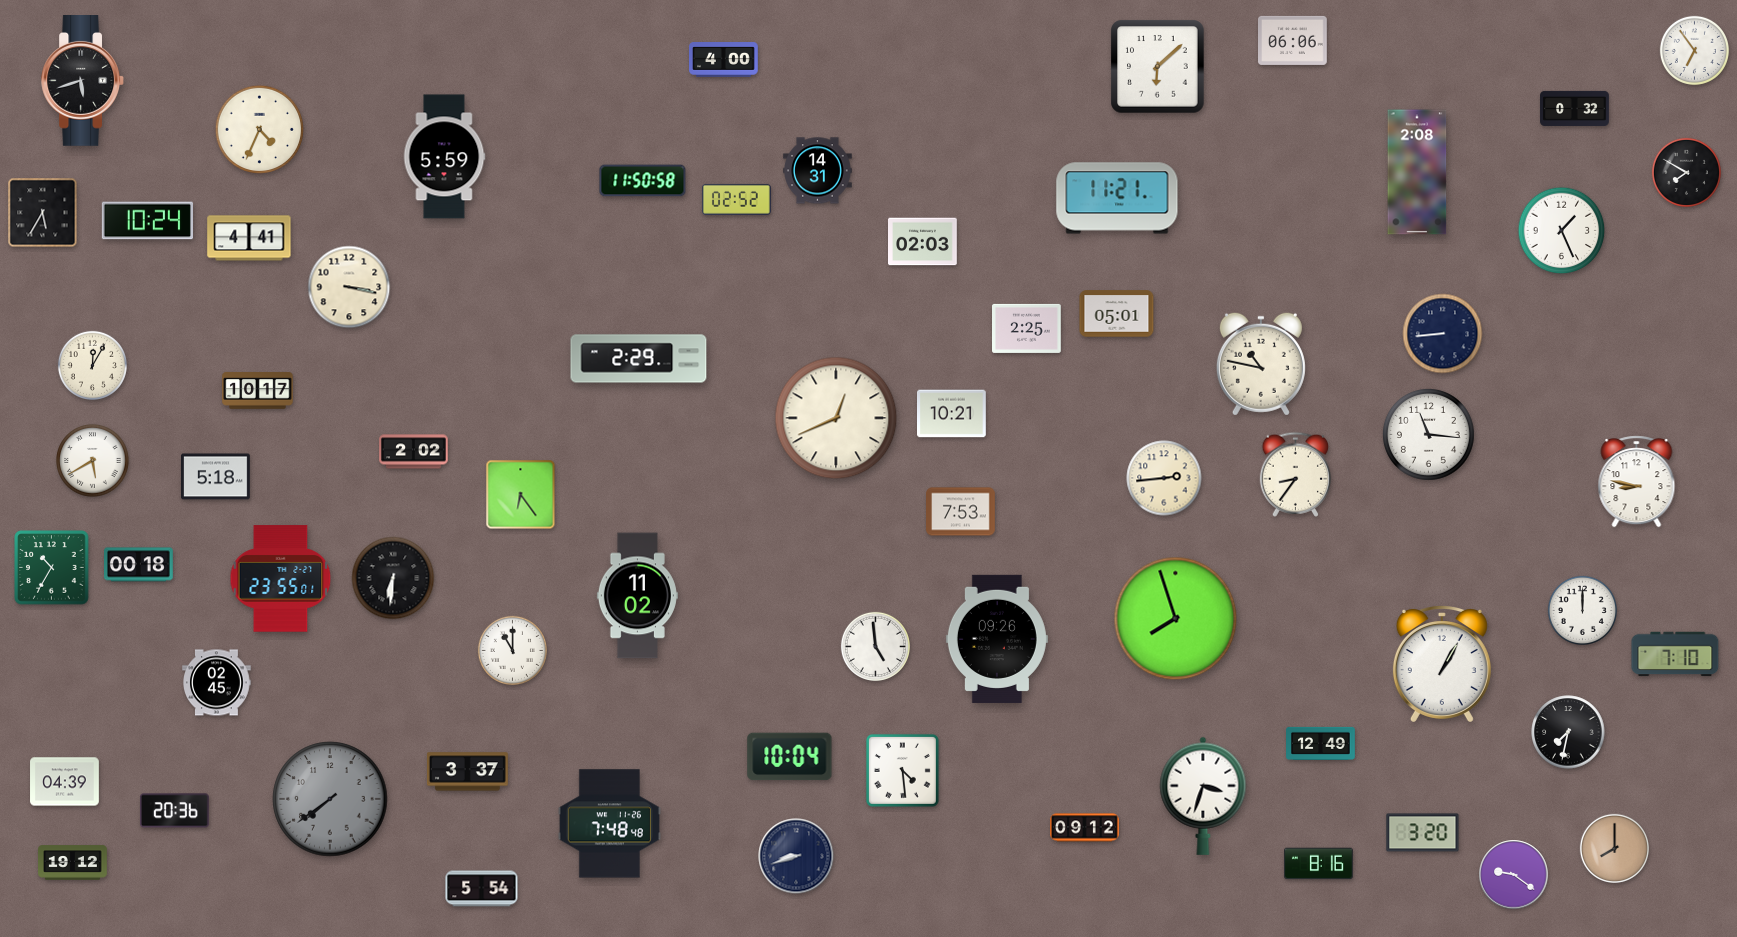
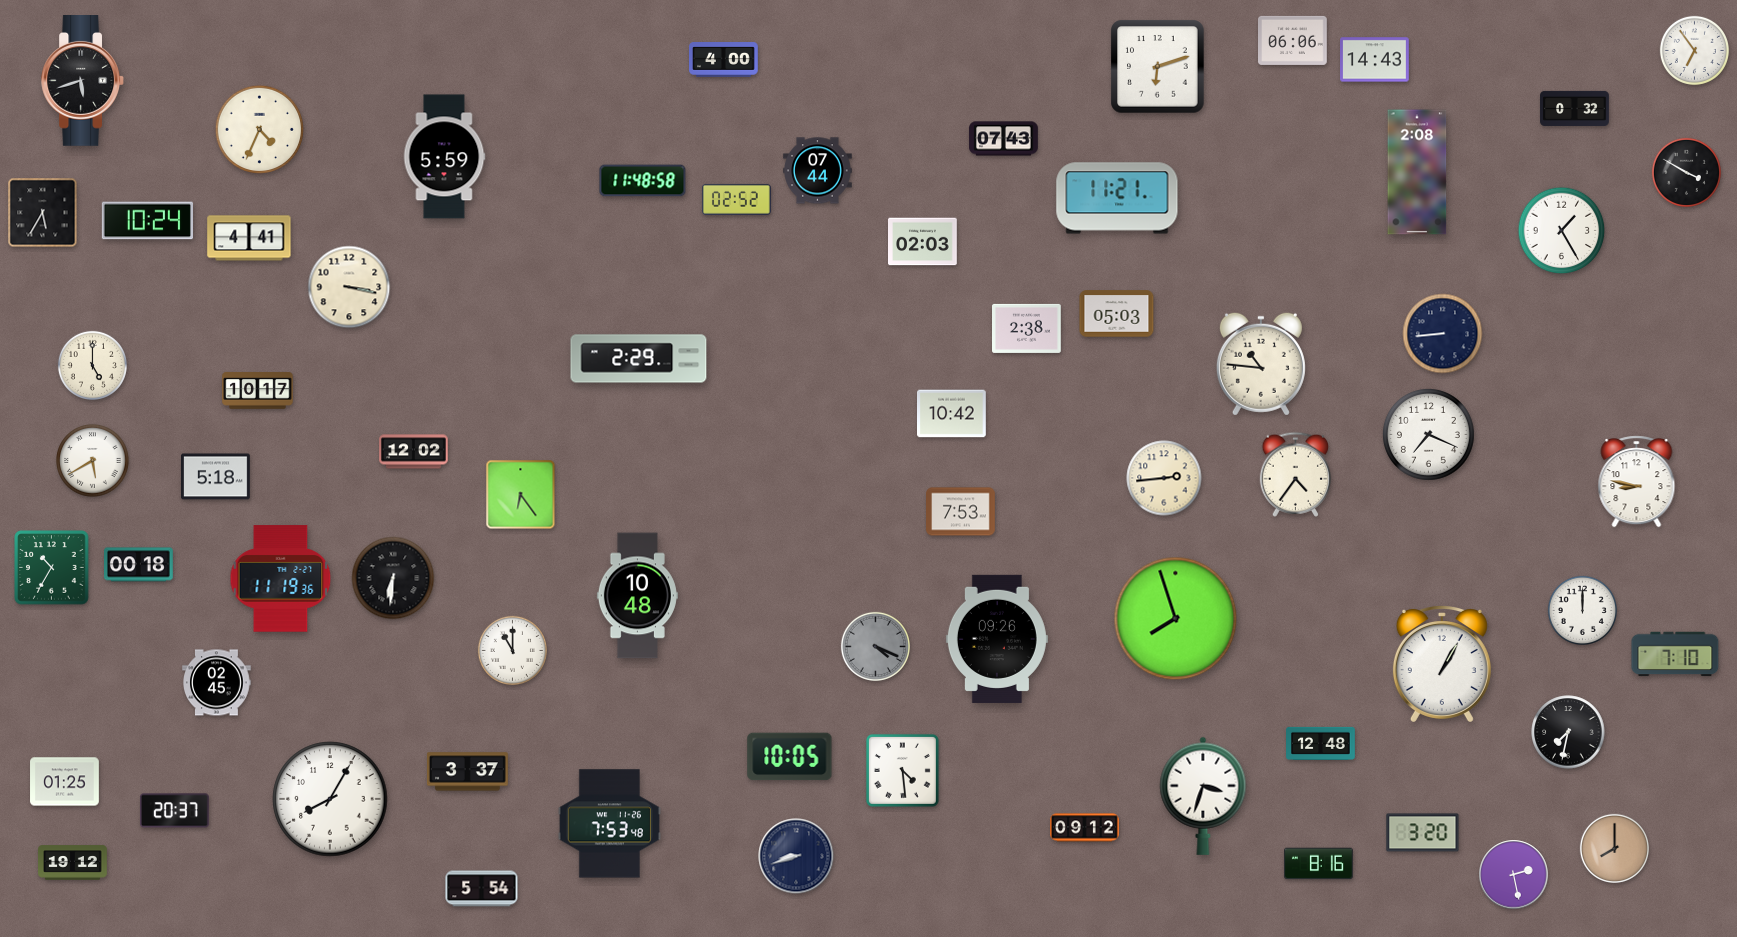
clock at (1375, 60): none -> 14:43
clock at (1158, 67): 6:08 -> 6:12
clock at (1004, 139): none -> 07:43
clock at (818, 171): 14:31 -> 07:44
clock at (1686, 172): 7:50 -> 3:50
clock at (643, 181): 11:50 -> 11:48
clock at (1562, 231): 1:26 -> 1:25
clock at (1117, 314): 05:01 -> 05:03
clock at (1027, 328): 2:25 -> 2:38
clock at (1261, 364): 10:47 -> 10:46
clock at (92, 365): 12:05 -> 5:00
clock at (952, 414): 10:21 -> 10:42
clock at (836, 418): 12:41 -> none
clock at (1428, 434): 11:16 -> 7:19
clock at (414, 452): 2:02 -> 12:02
clock at (1296, 474): 8:36 -> 4:36
clock at (281, 579): 23:55 -> 11:19
clock at (637, 596): 11:02 -> 10:48
clock at (875, 646): 4:59 -> 4:19
clock at (875, 646) dial: white -> grey
clock at (1321, 743): 12:49 -> 12:48
clock at (790, 757): 10:04 -> 10:05
clock at (65, 782): 04:39 -> 01:25
clock at (330, 799): 7:39 -> 8:05
clock at (330, 799) dial: grey -> white
clock at (175, 811): 20:36 -> 20:37
clock at (609, 824): 7:48 -> 7:53
clock at (1514, 875): 9:21 -> 2:28
